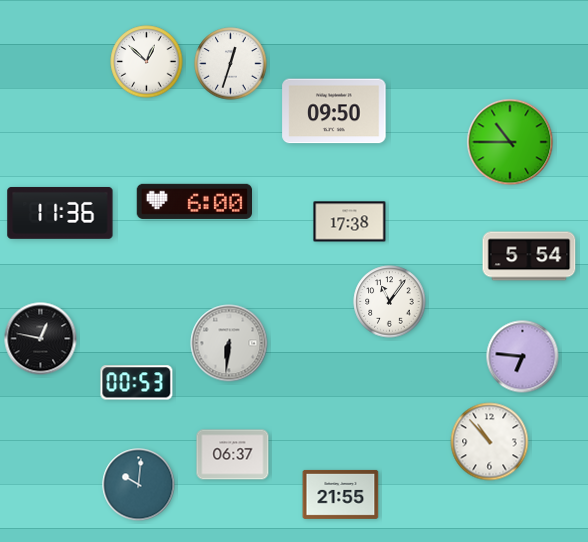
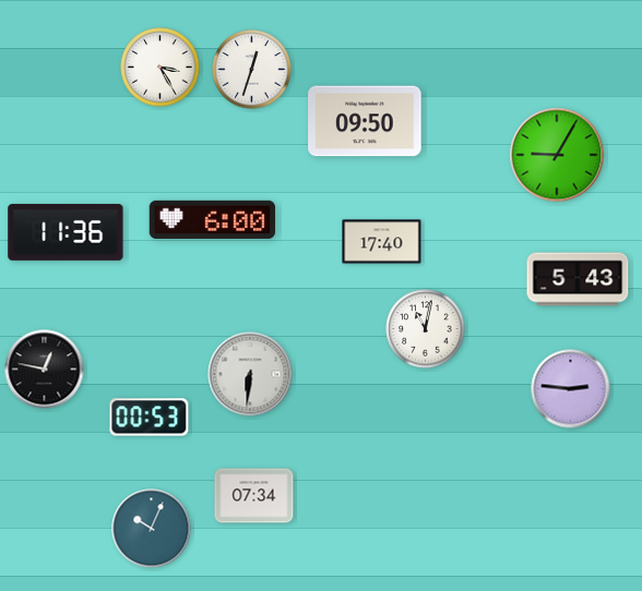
clock at (147, 62): 12:52 -> 3:25
clock at (510, 142): 10:45 -> 9:05
clock at (350, 222): 17:38 -> 17:40
clock at (529, 256): 5:54 -> 5:43
clock at (390, 302): 11:06 -> 11:02
clock at (523, 357): 6:46 -> 2:46
clock at (490, 442): 10:53 -> none
clock at (233, 455): 06:37 -> 07:34
clock at (139, 485): 10:01 -> 10:04
clock at (341, 494): 21:55 -> none
